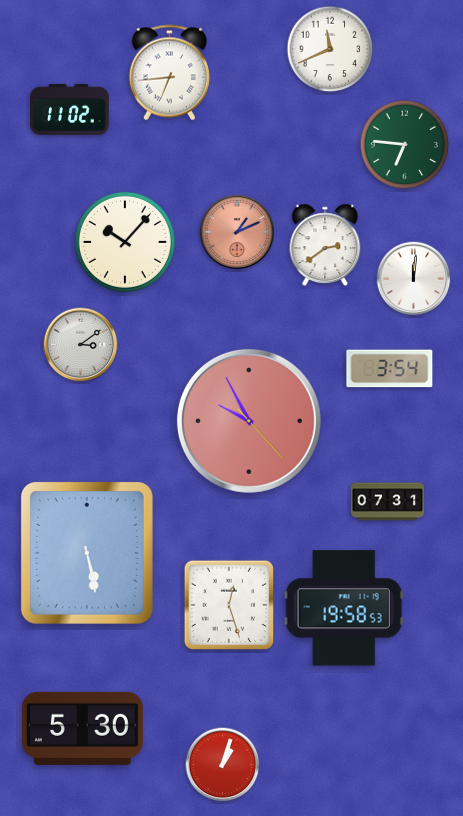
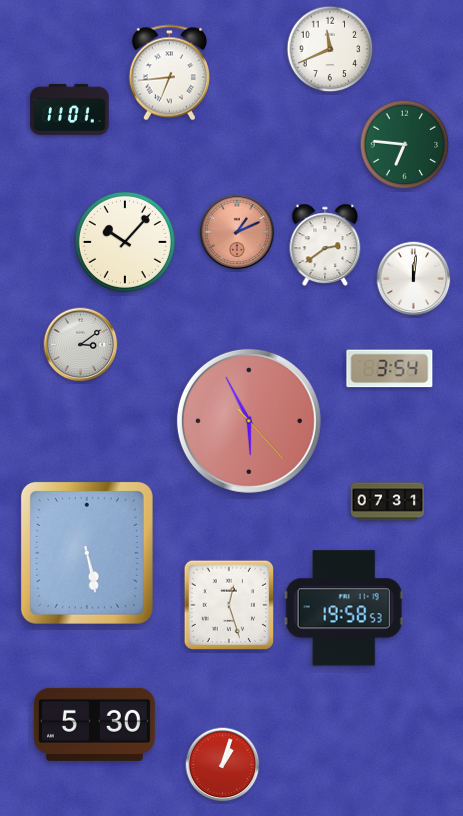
clock at (70, 109): 11:02 -> 11:01
clock at (249, 421): 9:55 -> 5:55
clock at (82, 728) position: (82, 728) -> (94, 724)
